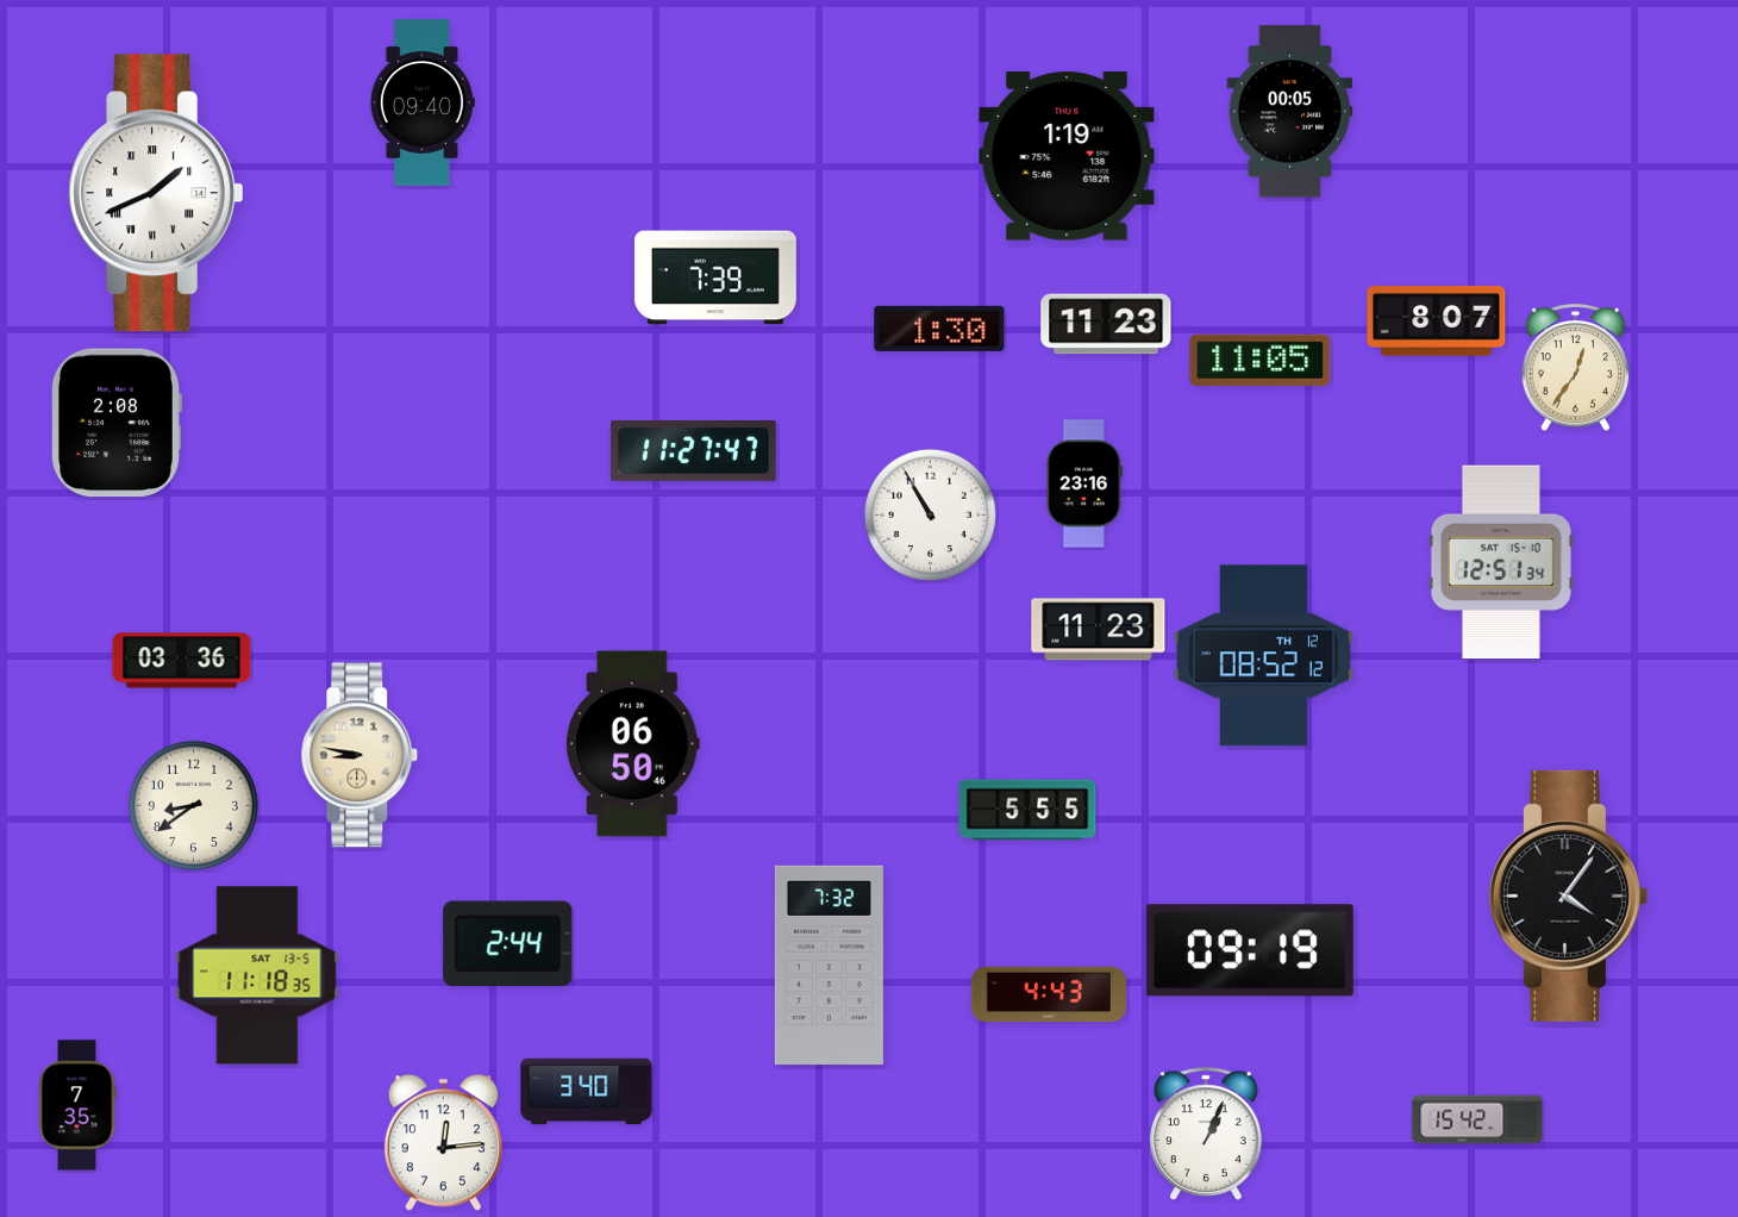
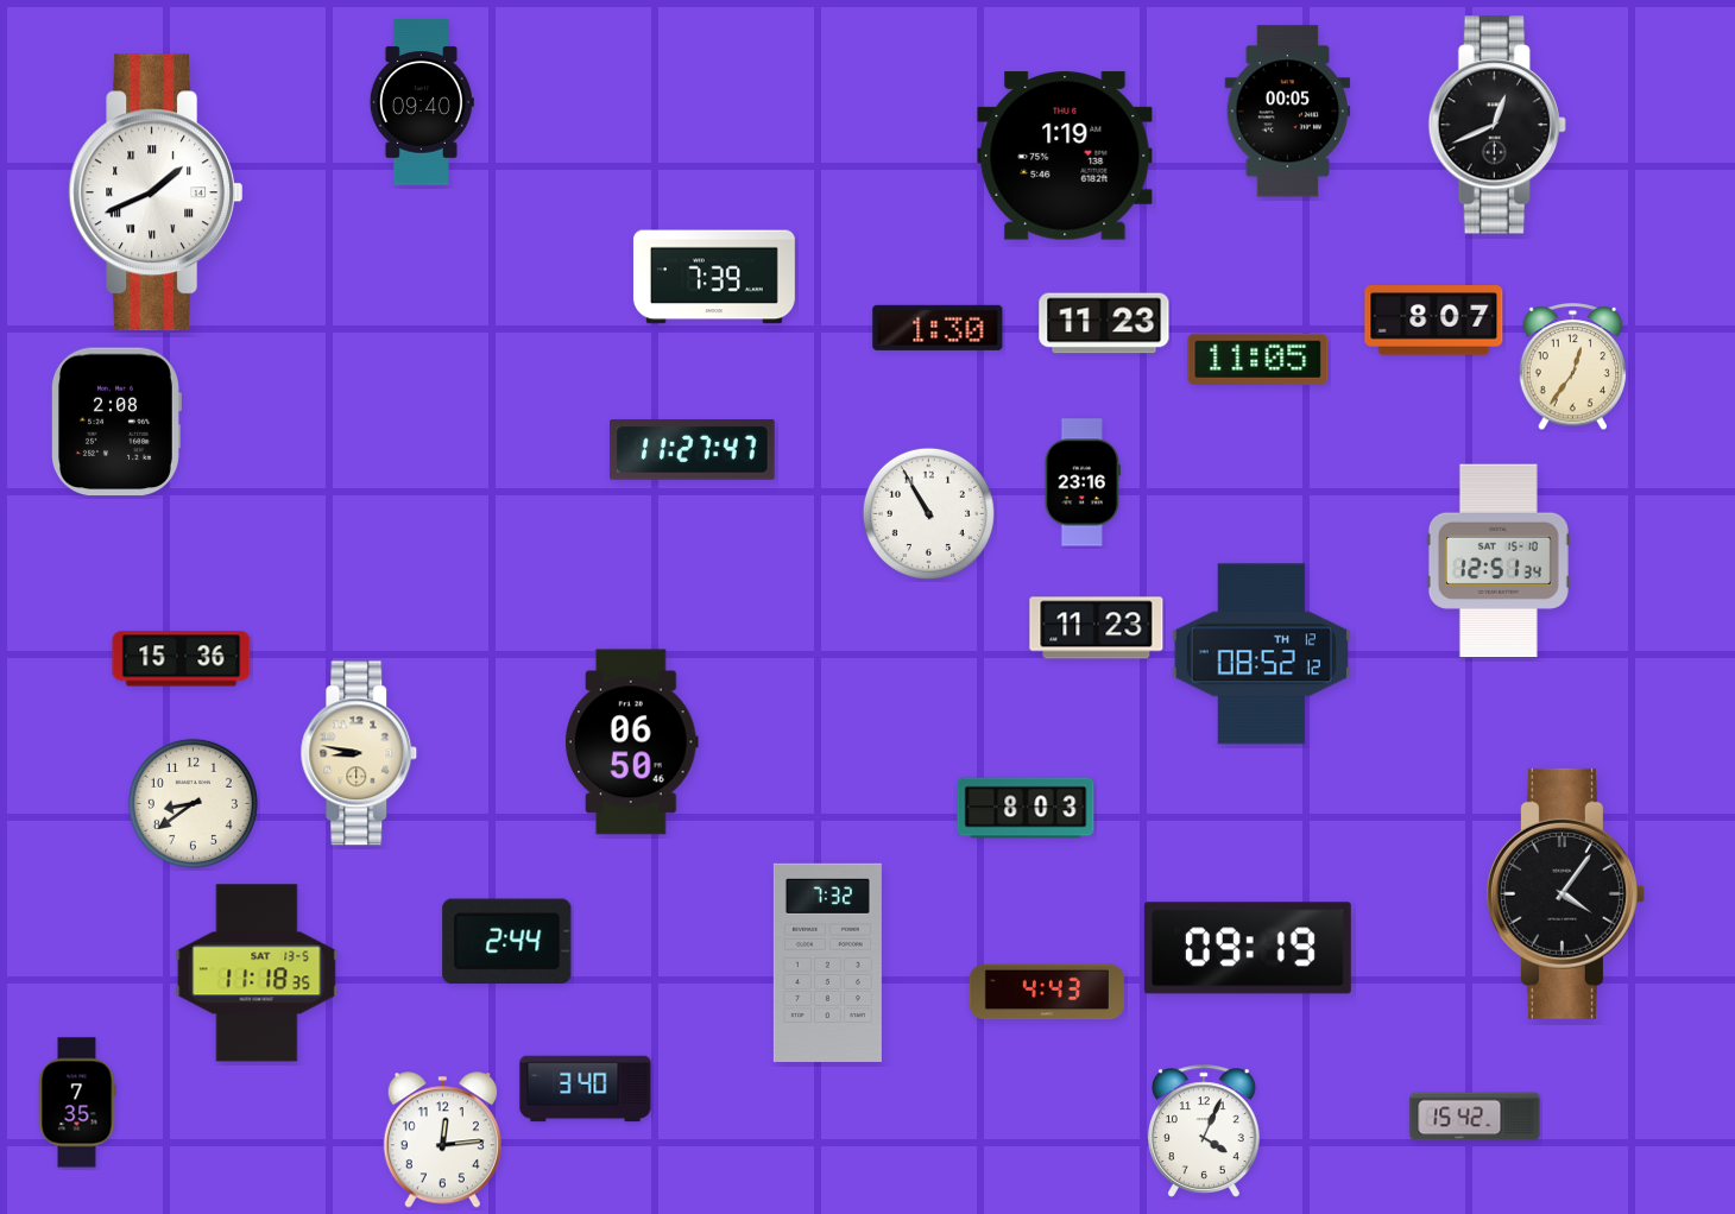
clock at (1497, 125): none -> 12:41
clock at (182, 661): 03:36 -> 15:36
clock at (1027, 810): 5:55 -> 8:03
clock at (1207, 1134): 1:04 -> 4:04
